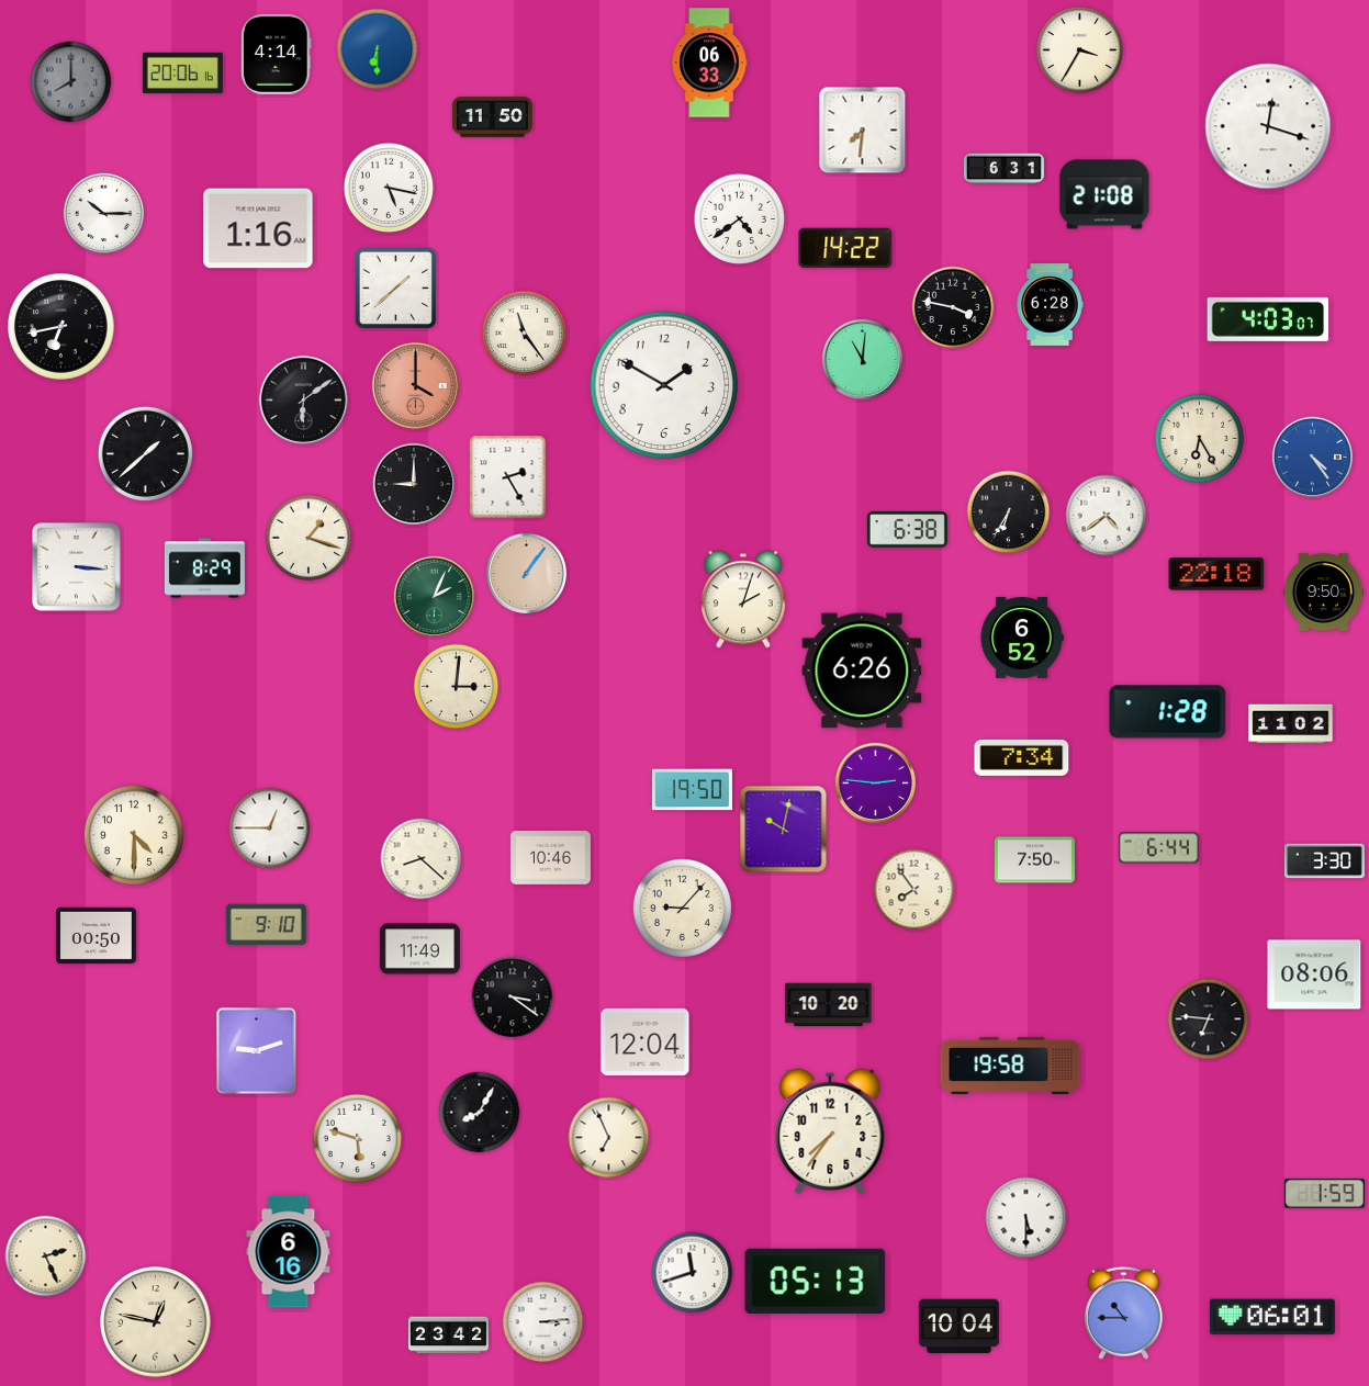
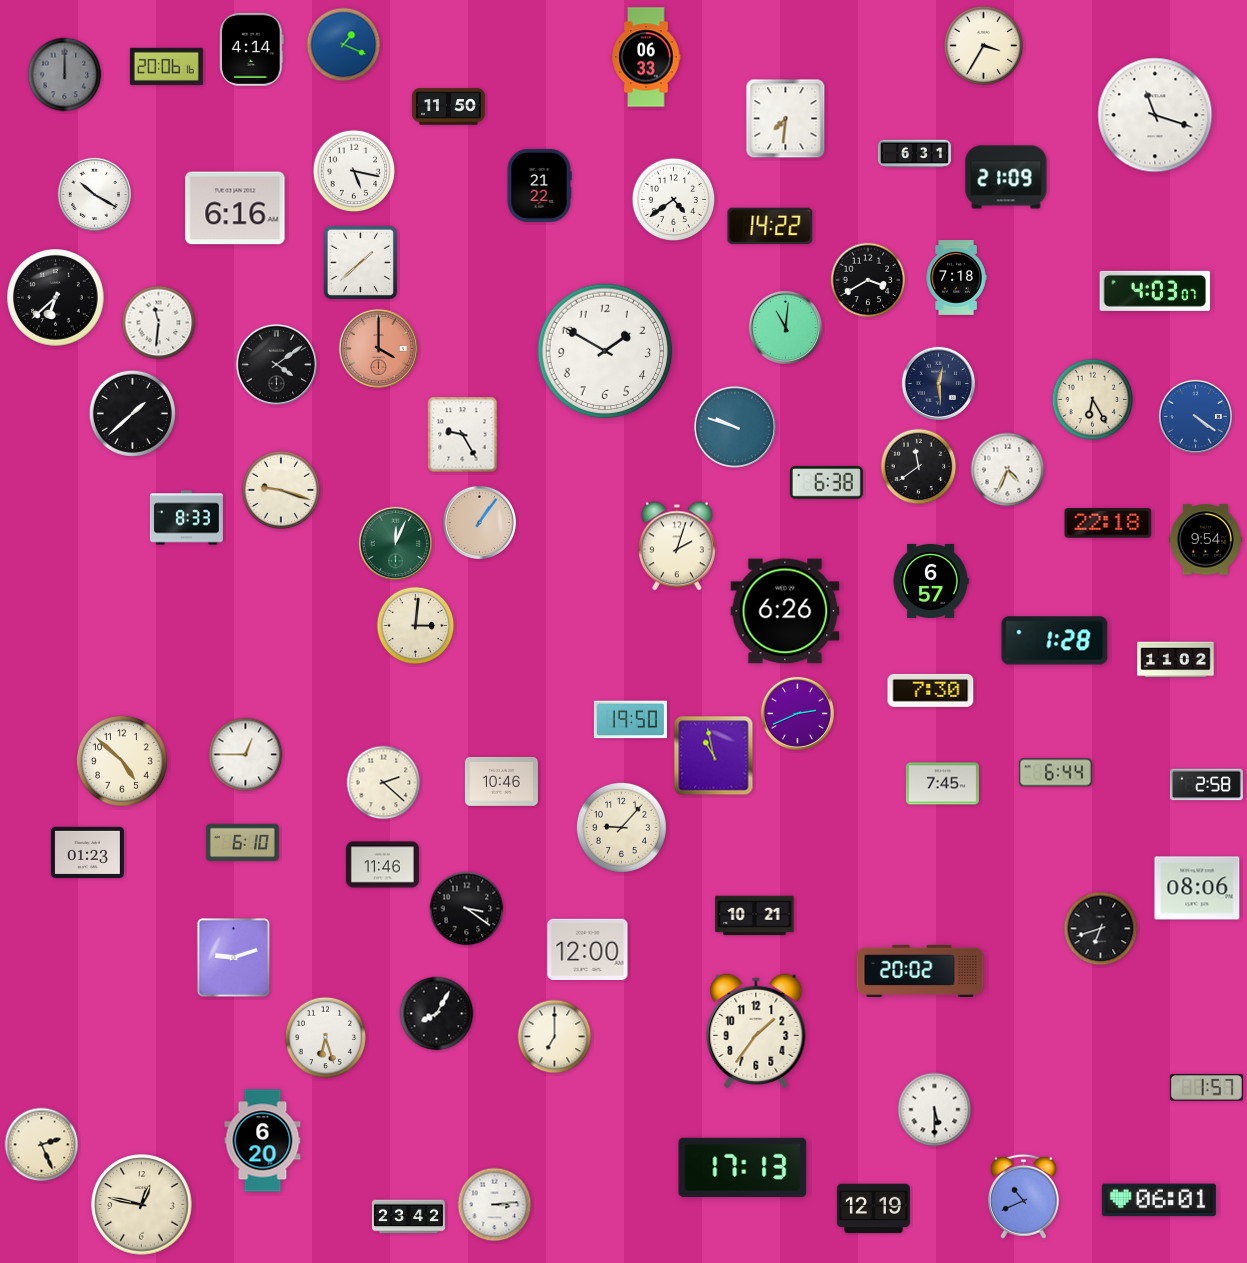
clock at (378, 49): 6:30 -> 1:19
clock at (71, 82): 8:00 -> 12:00
clock at (1268, 126): 12:18 -> 11:18
clock at (1104, 194): 21:08 -> 21:09
clock at (539, 185): none -> 21:22
clock at (103, 213): 10:15 -> 10:20
clock at (258, 228): 1:16 -> 6:16
clock at (1050, 305): 6:28 -> 7:18
clock at (953, 307): 3:47 -> 3:40
clock at (61, 327): 6:43 -> 6:38
clock at (525, 334): 11:24 -> none
clock at (159, 323): none -> 11:31
clock at (415, 385) position: (415, 385) -> (378, 348)
clock at (303, 399): 6:09 -> 4:09
clock at (938, 383): none -> 12:29
clock at (1312, 457): 4:24 -> 4:21
clock at (735, 427): none -> 9:48
clock at (508, 477): 2:25 -> 9:25
clock at (413, 483): 9:00 -> none
clock at (1009, 512): 6:35 -> 11:39
clock at (1107, 516): 4:39 -> 4:34
clock at (308, 538): 1:18 -> 9:18
clock at (77, 567): 3:16 -> none
clock at (204, 568): 8:29 -> 8:33
clock at (1323, 593): 9:50 -> 9:54
clock at (434, 596): 2:04 -> 12:04
clock at (1022, 638): 6:52 -> 6:57
clock at (1168, 712) position: (1168, 712) -> (1055, 641)
clock at (1022, 757): 7:34 -> 7:30
clock at (875, 782): 2:46 -> 2:41
clock at (784, 830): 10:02 -> 10:58
clock at (134, 835): 4:30 -> 4:52
clock at (422, 859): 8:22 -> 2:22
clock at (1034, 860): 7:50 -> 7:45
clock at (1324, 861): 3:30 -> 2:58
clock at (914, 890): 7:54 -> none
clock at (266, 925): 9:10 -> 6:10
clock at (96, 935): 00:50 -> 01:23
clock at (419, 949): 11:49 -> 11:46
clock at (829, 1005): 10:20 -> 10:21
clock at (1209, 1019): 6:46 -> 6:42
clock at (646, 1043): 12:04 -> 12:00
clock at (1010, 1064): 19:58 -> 20:02
clock at (830, 1131): 7:36 -> 1:36
clock at (609, 1138): 6:56 -> 7:00
clock at (358, 1139): 5:48 -> 6:27
clock at (1324, 1194): 1:59 -> 1:57
clock at (289, 1252): 6:16 -> 6:20
clock at (693, 1273): 11:42 -> none
clock at (816, 1281): 05:13 -> 17:13
clock at (1123, 1312): 10:45 -> 10:41
clock at (958, 1327): 10:04 -> 12:19
